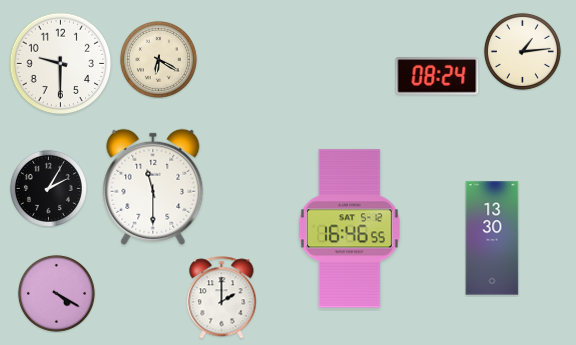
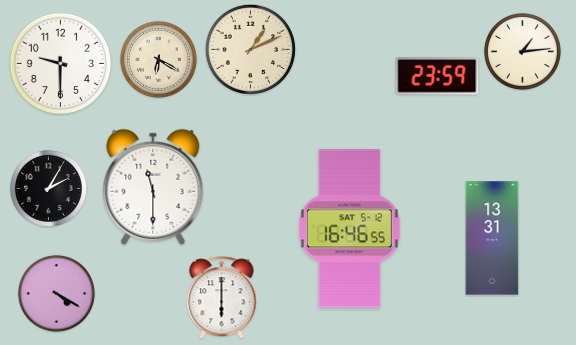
clock at (250, 49): none -> 1:11
clock at (437, 77): 08:24 -> 23:59
clock at (492, 238): 13:30 -> 13:31
clock at (222, 298): 2:00 -> 6:00
